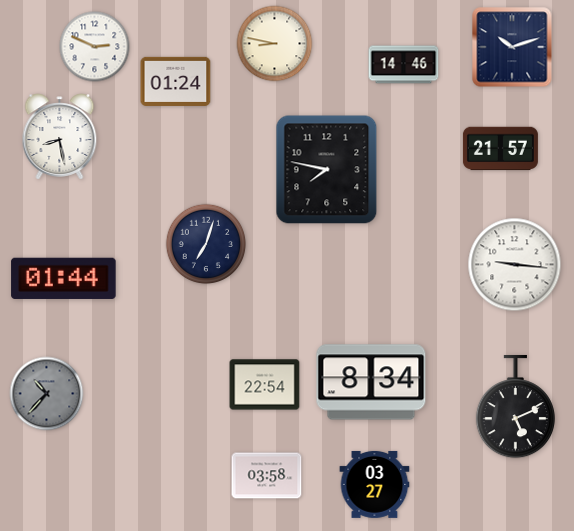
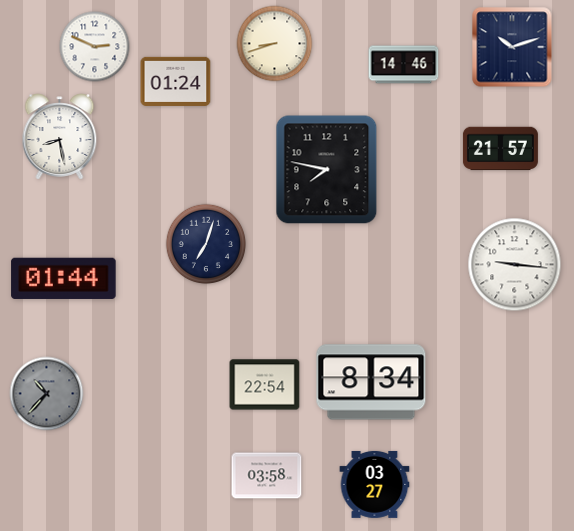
clock at (275, 44): 8:47 -> 8:42
clock at (515, 407): 5:11 -> none
